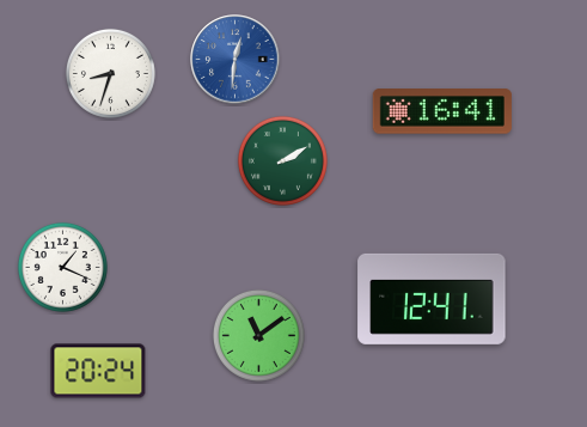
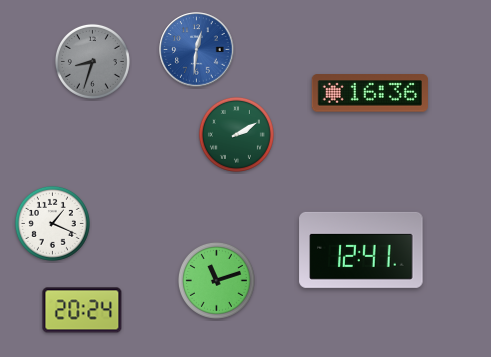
clock at (110, 73) dial: white -> grey
clock at (442, 111): 16:41 -> 16:36
clock at (258, 335): 11:09 -> 11:12
